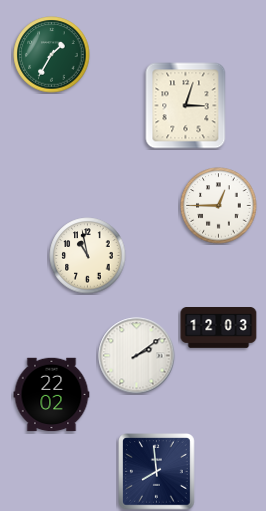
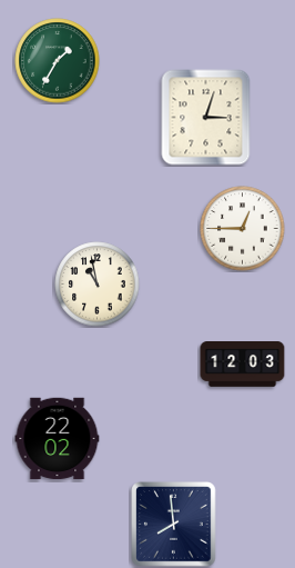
clock at (137, 356): 2:09 -> none
